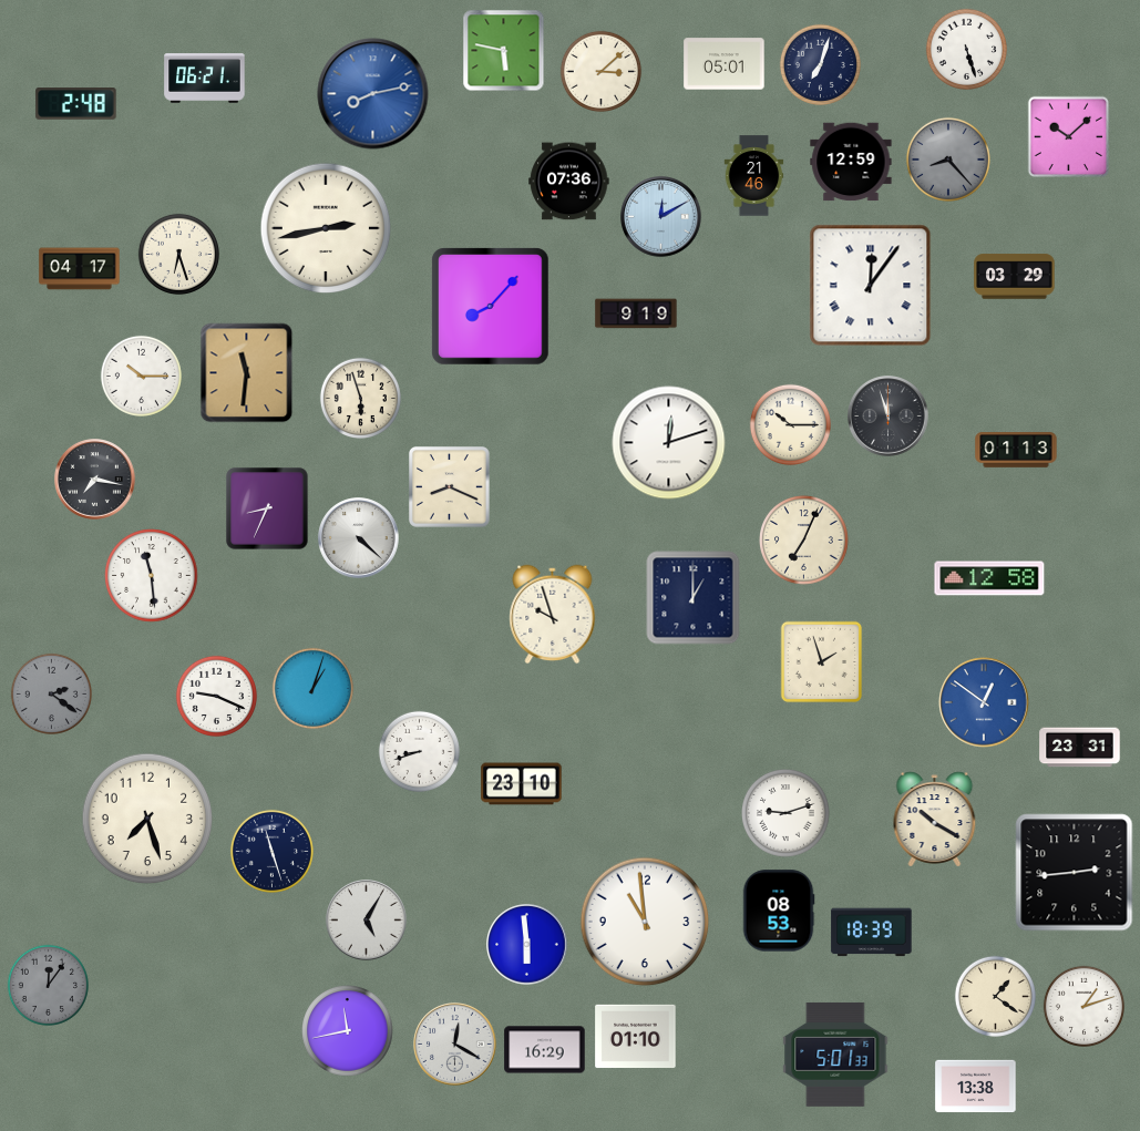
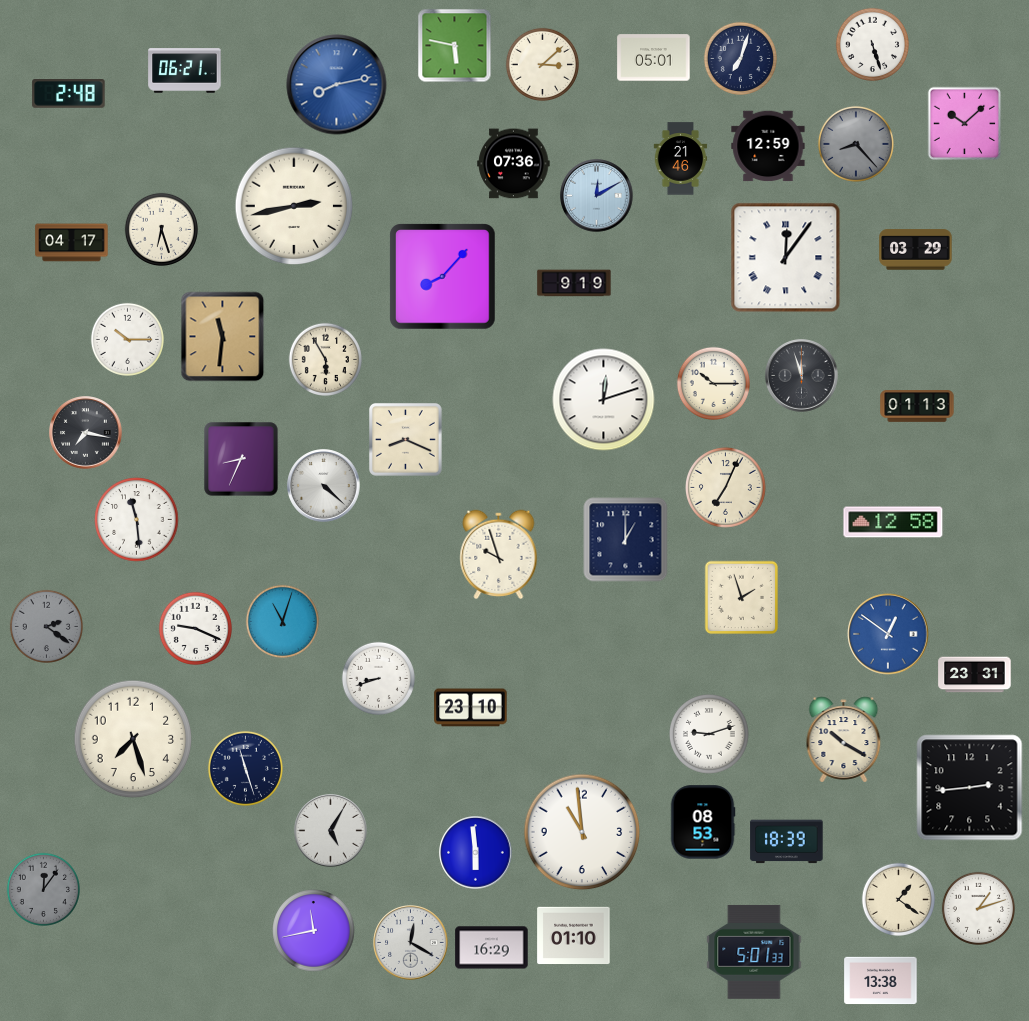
clock at (360, 398): 5:57 -> 5:55
clock at (312, 688): 1:03 -> 11:03
